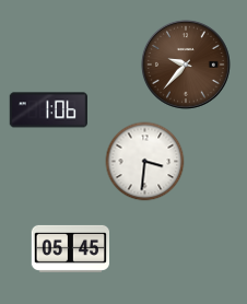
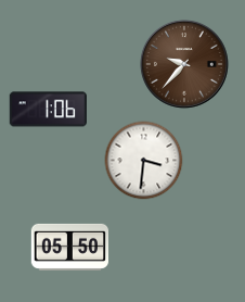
clock at (70, 248): 05:45 -> 05:50
